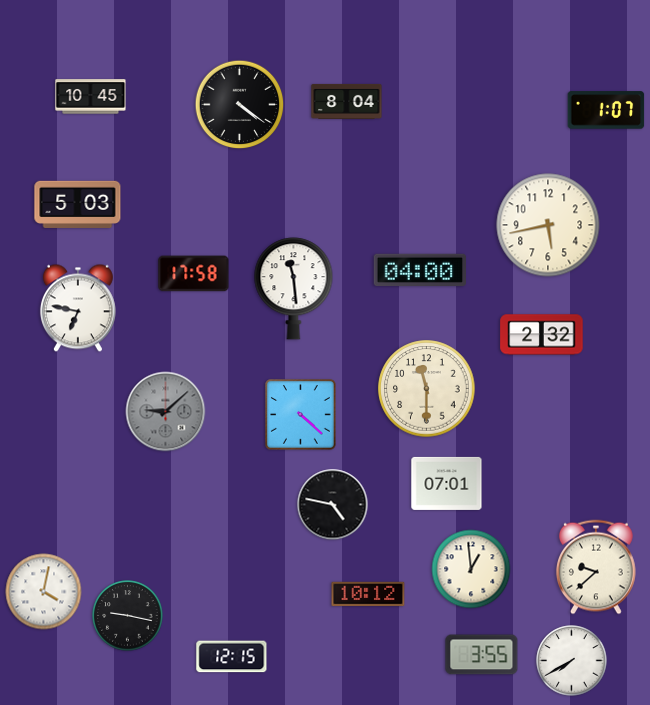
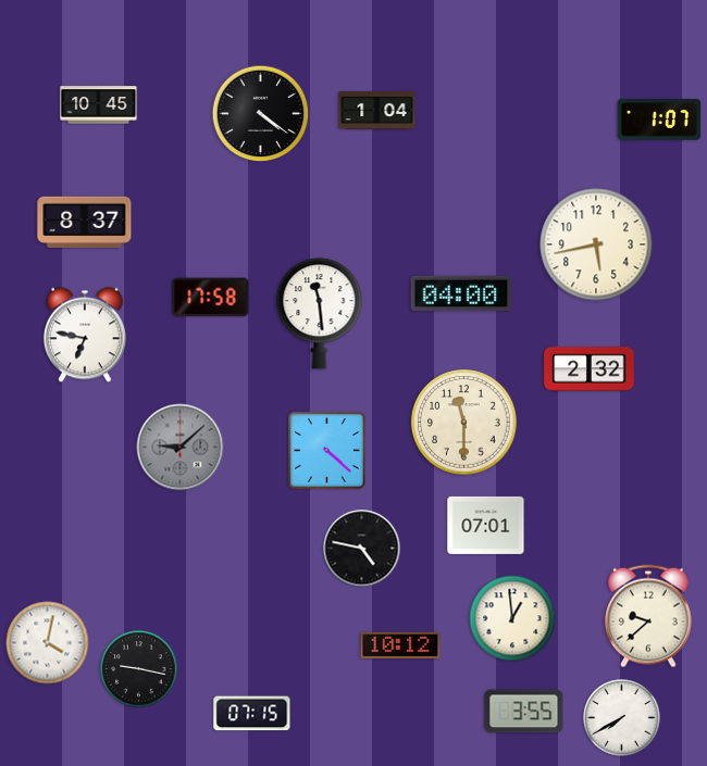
clock at (347, 101): 8:04 -> 1:04
clock at (78, 204): 5:03 -> 8:37
clock at (419, 270) position: (419, 270) -> (460, 293)
clock at (542, 335) position: (542, 335) -> (590, 369)
clock at (232, 657): 12:15 -> 07:15
